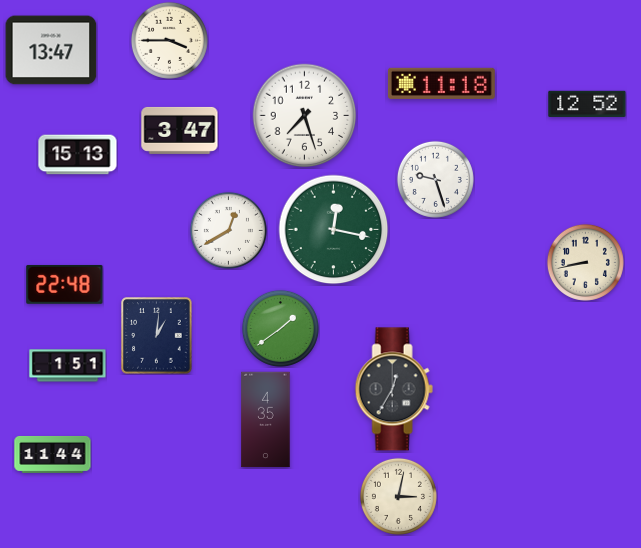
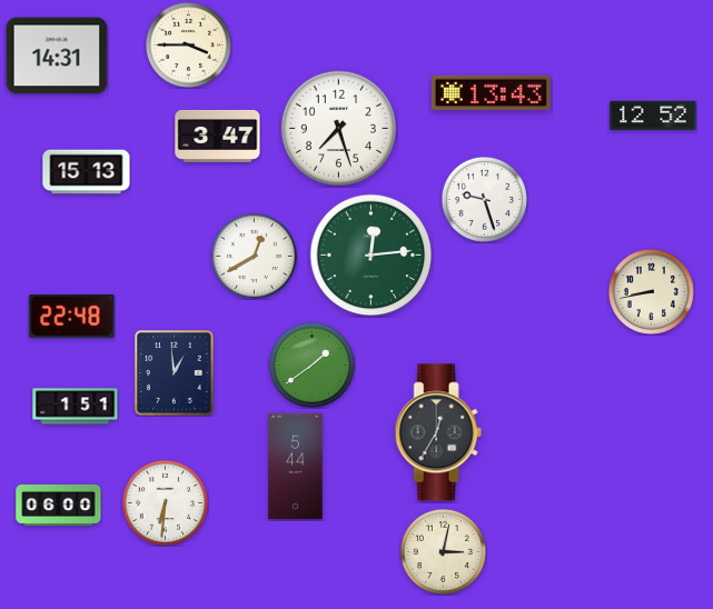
clock at (51, 50): 13:47 -> 14:31
clock at (441, 83): 11:18 -> 13:43
clock at (180, 130) position: (180, 130) -> (218, 136)
clock at (334, 230): 12:17 -> 12:14
clock at (157, 336): 1:01 -> 12:59
clock at (266, 420): 4:35 -> 5:44
clock at (165, 502): none -> 6:31
clock at (53, 454): 11:44 -> 06:00
